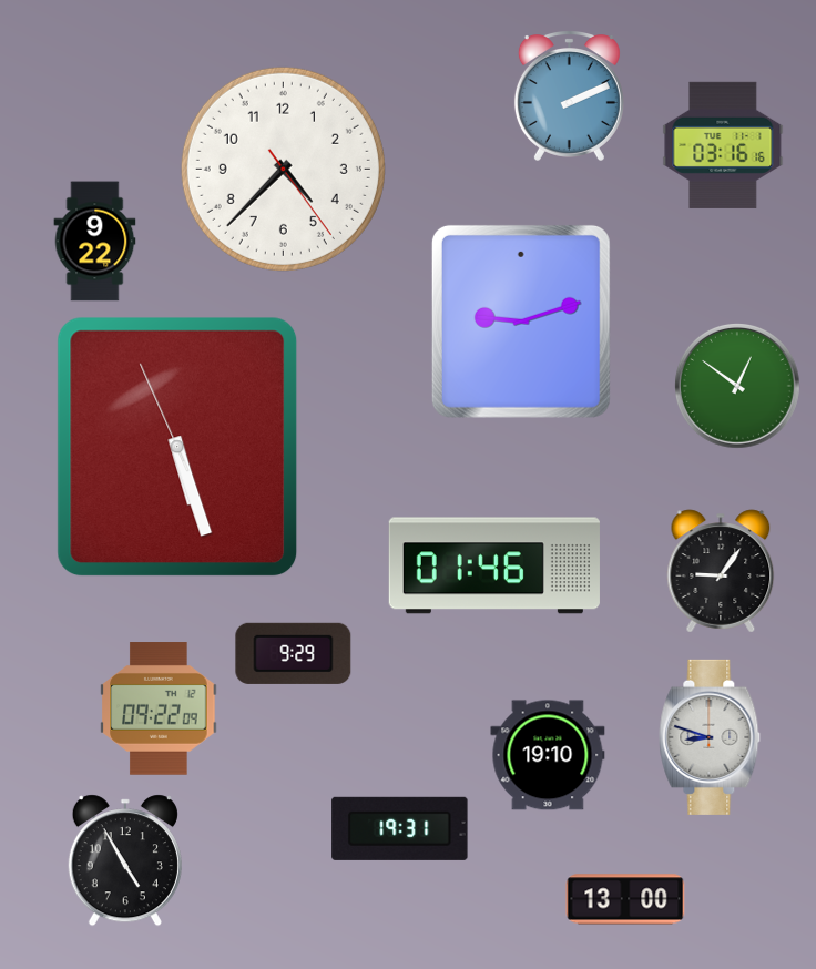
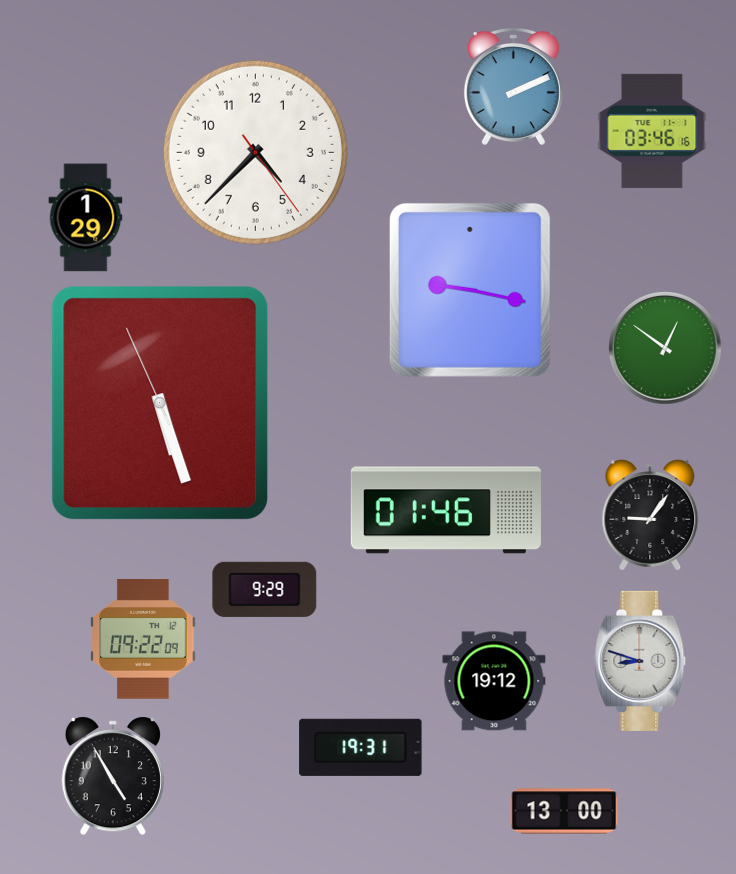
clock at (723, 145): 03:16 -> 03:46
clock at (95, 242): 9:22 -> 1:29
clock at (521, 322): 9:12 -> 9:17
clock at (710, 737) position: (710, 737) -> (640, 661)
clock at (548, 755): 19:10 -> 19:12
